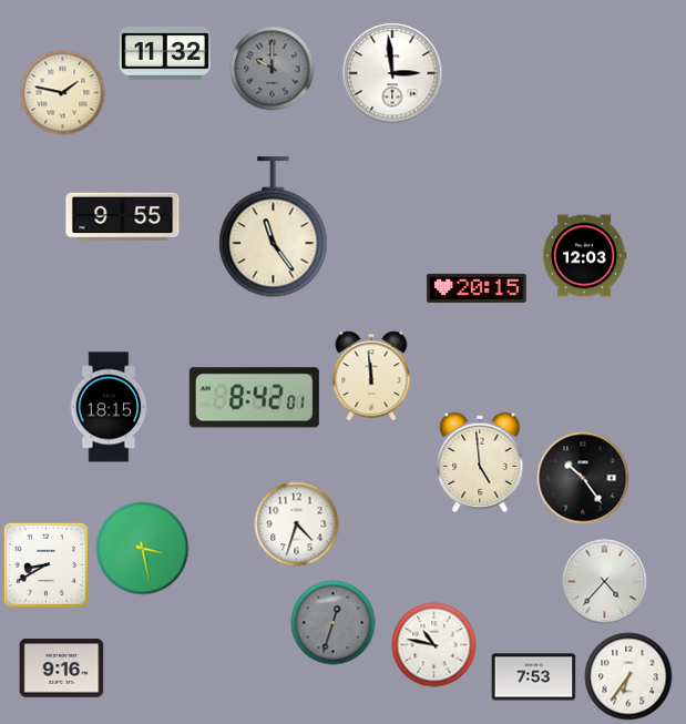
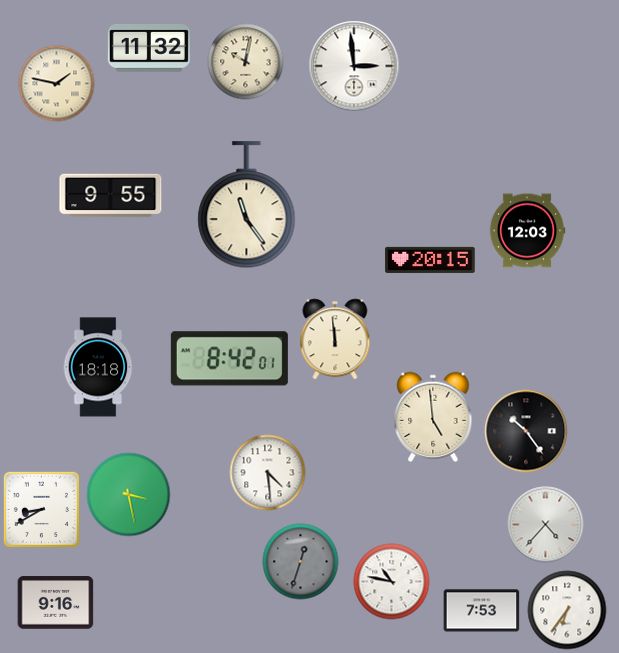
clock at (273, 69): 10:00 -> 10:02
clock at (273, 69) dial: grey -> cream
clock at (109, 407): 18:15 -> 18:18
clock at (297, 524): 4:33 -> 4:29
